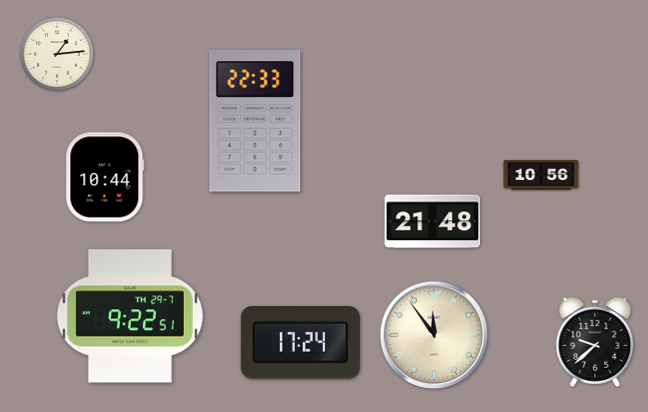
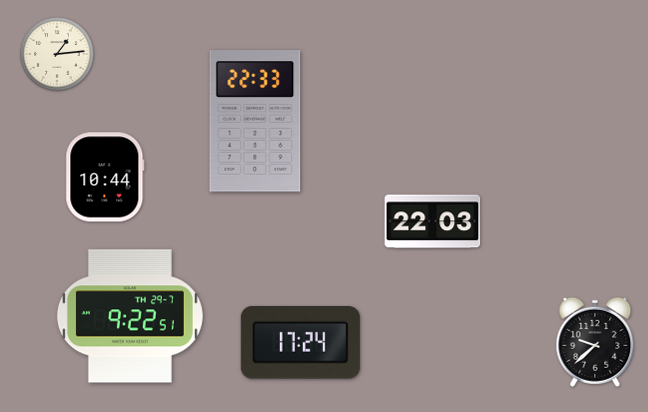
clock at (541, 175): 10:56 -> none
clock at (433, 222): 21:48 -> 22:03
clock at (434, 335): 11:54 -> none
